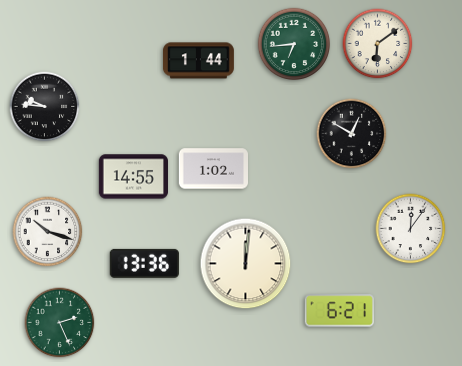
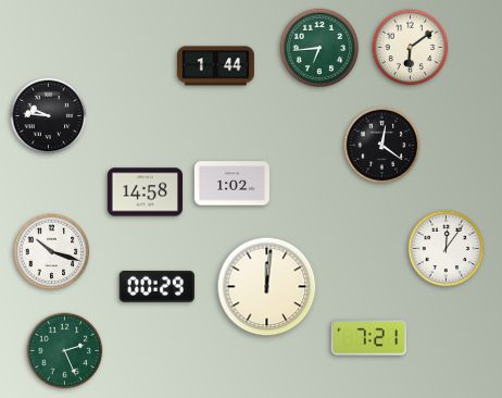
clock at (352, 134): 12:50 -> 12:21
clock at (133, 177): 14:55 -> 14:58
clock at (144, 263): 13:36 -> 00:29
clock at (339, 311): 6:21 -> 7:21
